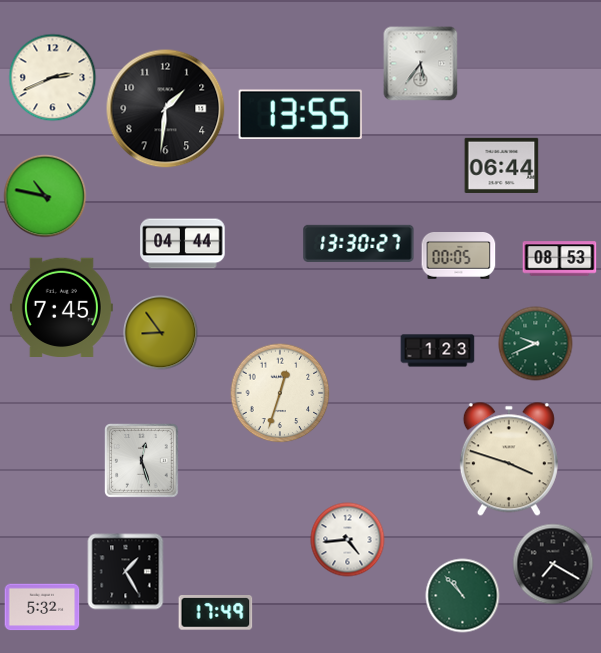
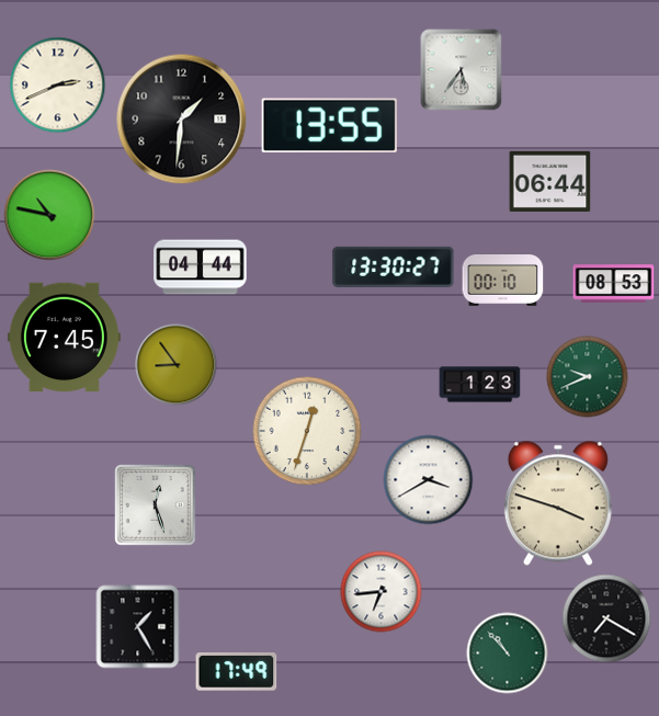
clock at (459, 256): 00:05 -> 00:10
clock at (61, 307) position: (61, 307) -> (64, 337)
clock at (429, 480): none -> 3:40
clock at (348, 540): 4:44 -> 6:44
clock at (42, 607): 5:32 -> none
